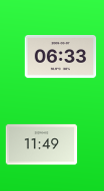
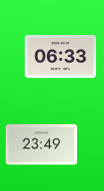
clock at (42, 145): 11:49 -> 23:49
